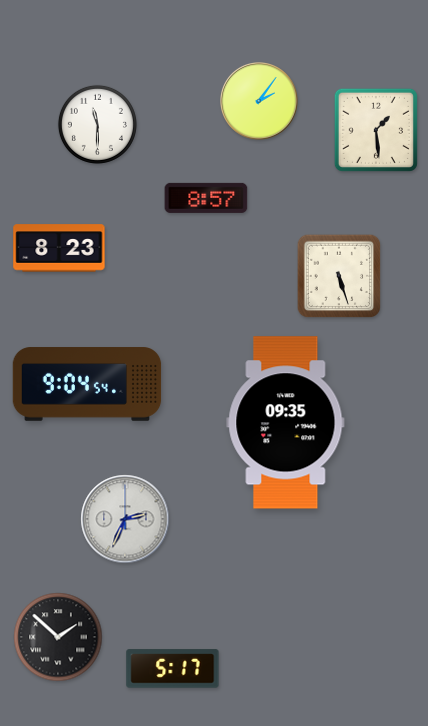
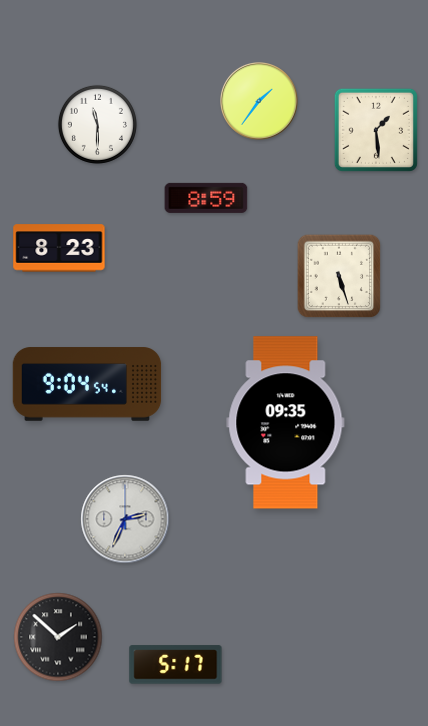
clock at (260, 102): 2:06 -> 1:36
clock at (206, 198): 8:57 -> 8:59
clock at (173, 669) position: (173, 669) -> (176, 665)
